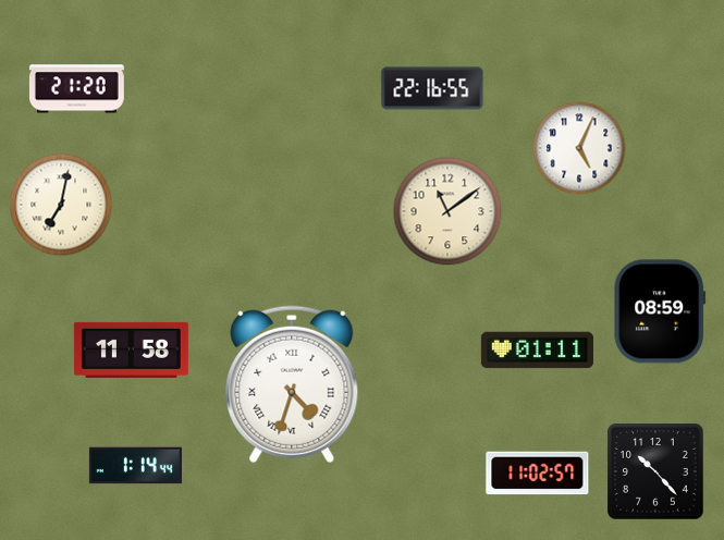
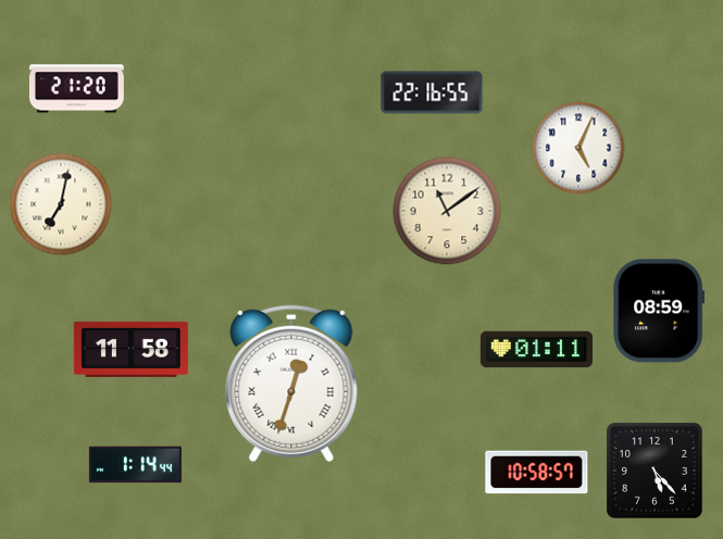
clock at (432, 88) position: (432, 88) -> (432, 92)
clock at (292, 384): 4:33 -> 12:33
clock at (655, 471): 10:23 -> 5:23
clock at (538, 474): 11:02 -> 10:58
